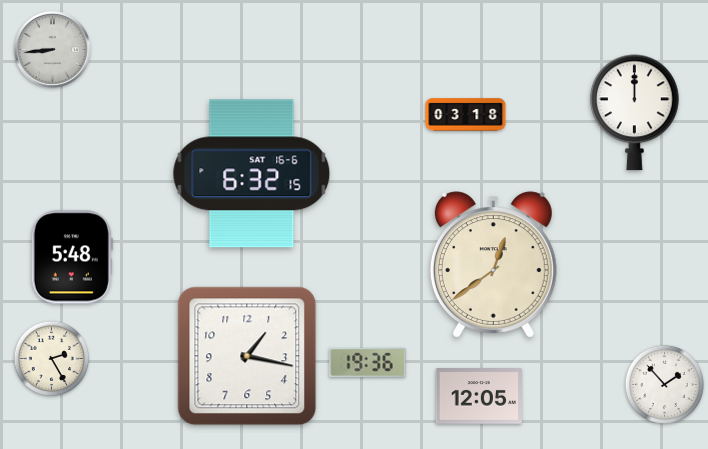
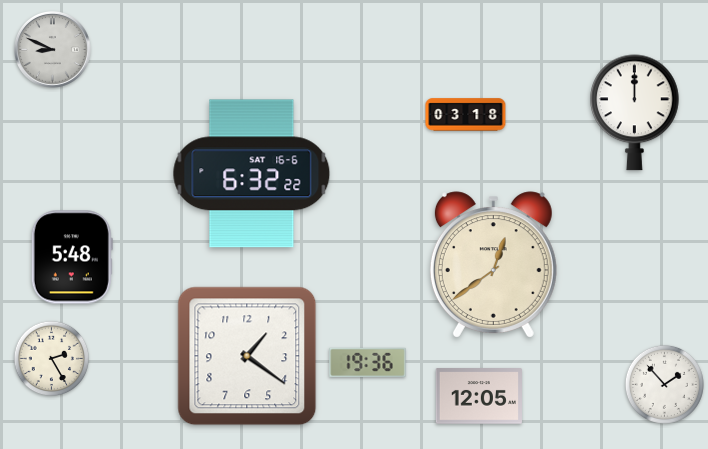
clock at (53, 50): 8:44 -> 8:49
clock at (252, 174): 6:32:15 -> 6:32:22
clock at (247, 356): 1:17 -> 1:21
